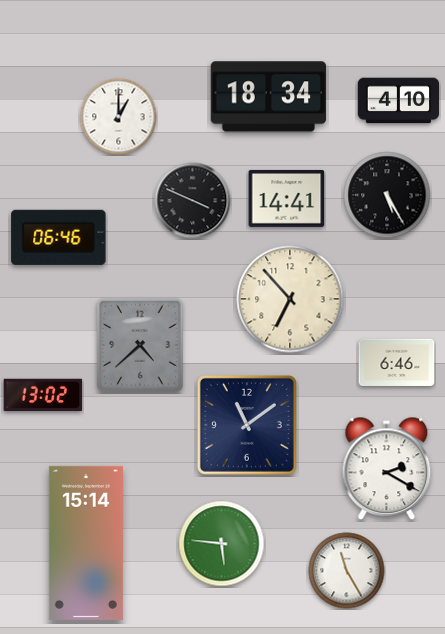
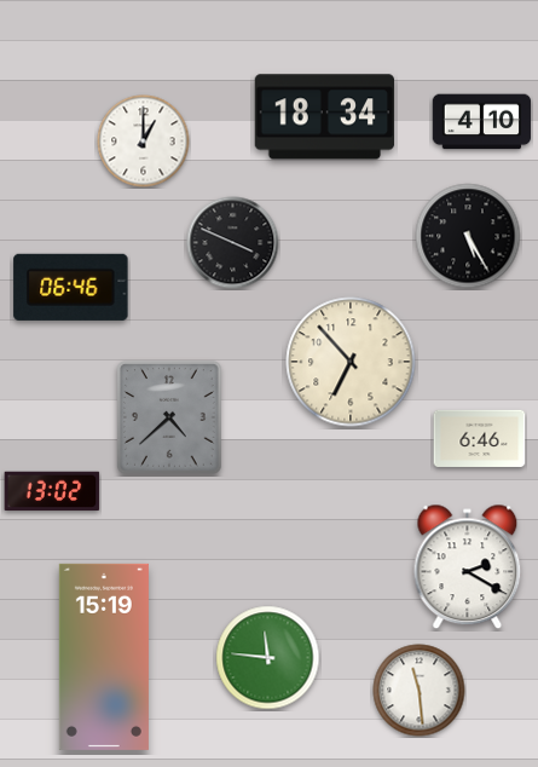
clock at (287, 198): 14:41 -> none
clock at (43, 395) position: (43, 395) -> (52, 491)
clock at (247, 425): 11:09 -> none
clock at (86, 543): 15:14 -> 15:19
clock at (222, 544): 5:46 -> 11:46
clock at (347, 571): 11:25 -> 11:29
